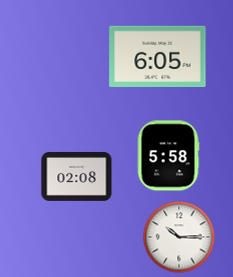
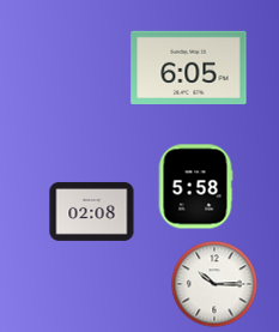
clock at (168, 156) position: (168, 156) -> (195, 187)
